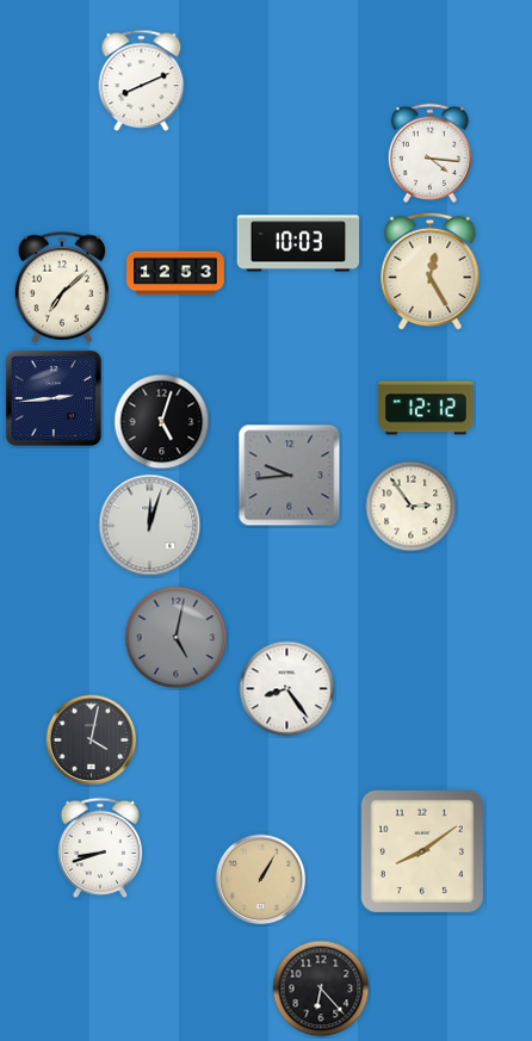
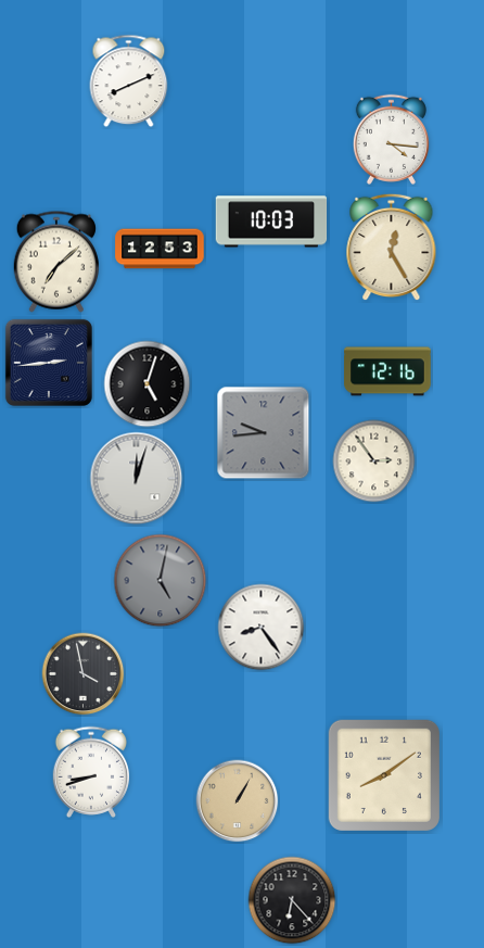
clock at (142, 81) position: (142, 81) -> (129, 81)
clock at (426, 408): 12:12 -> 12:16
clock at (92, 741): 4:02 -> 3:58
